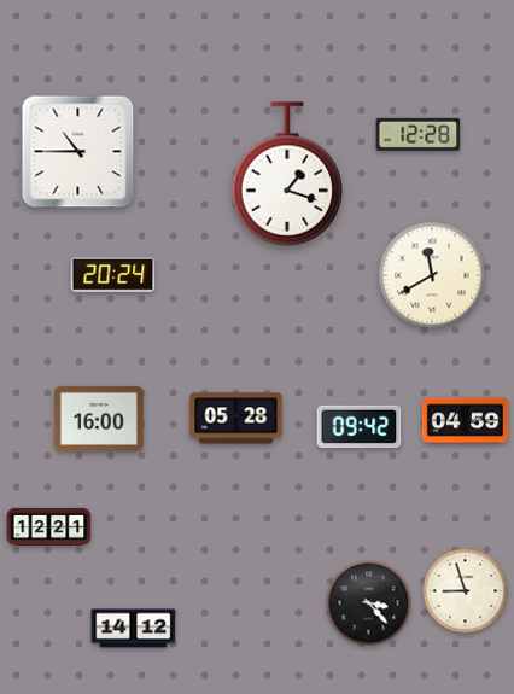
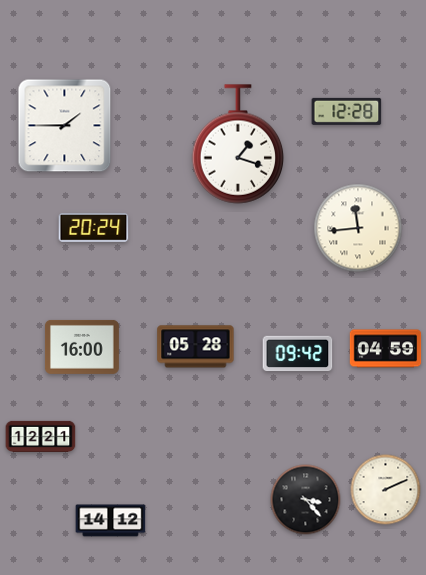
clock at (78, 152): 10:45 -> 1:45
clock at (432, 275): 11:40 -> 11:44
clock at (466, 591): 8:57 -> 2:11
